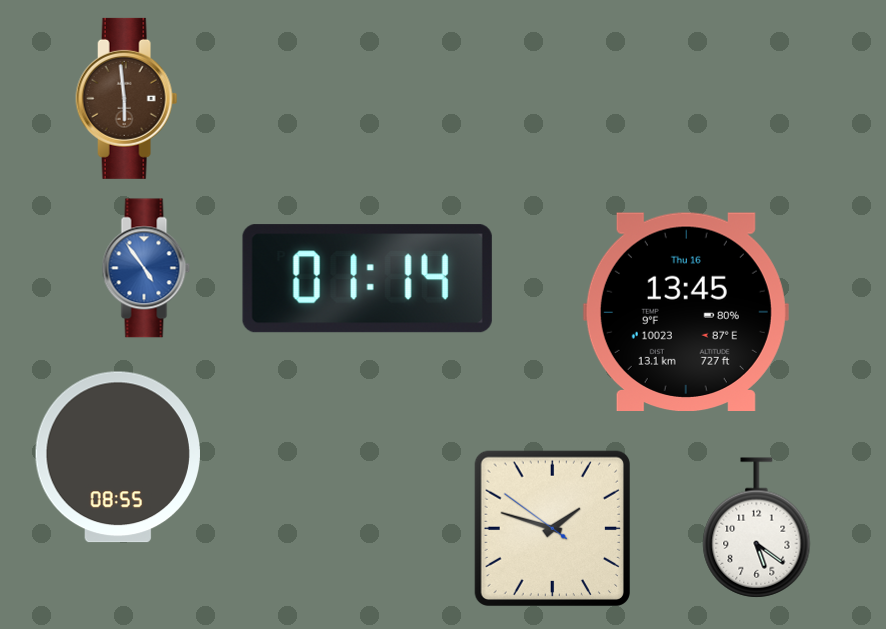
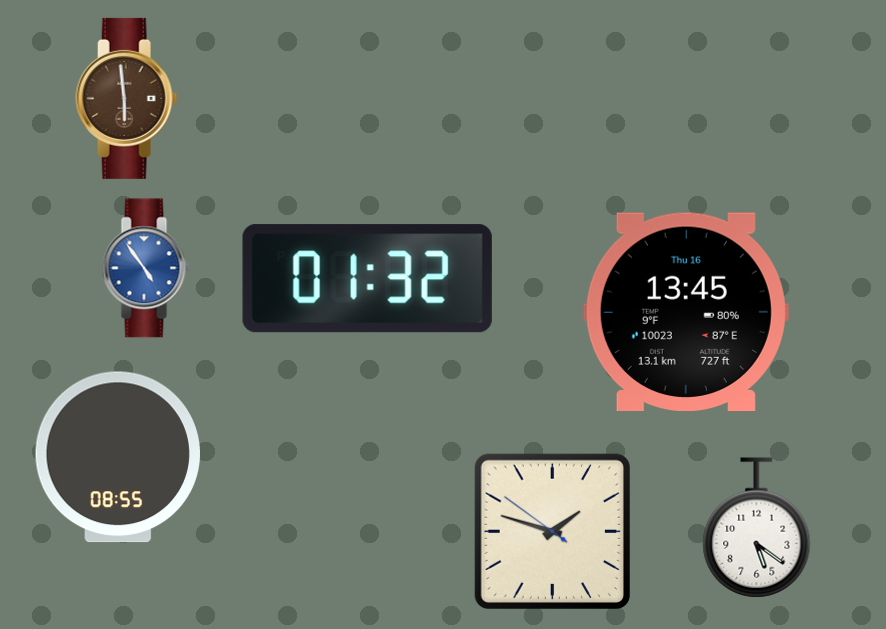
clock at (367, 279): 01:14 -> 01:32
clock at (552, 528) position: (552, 528) -> (552, 531)
